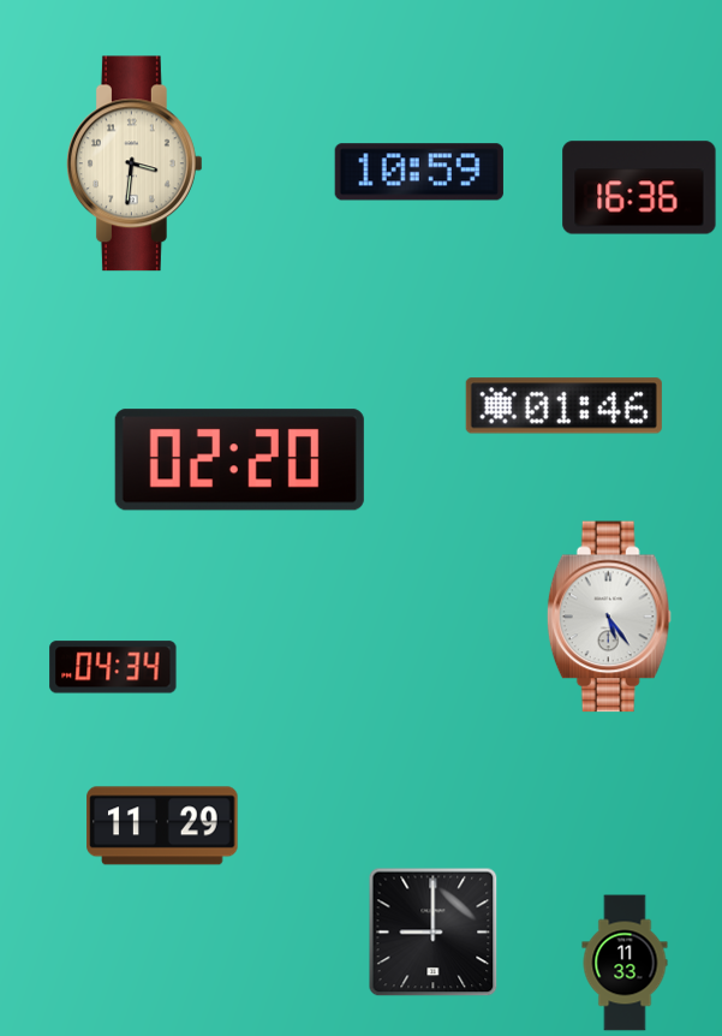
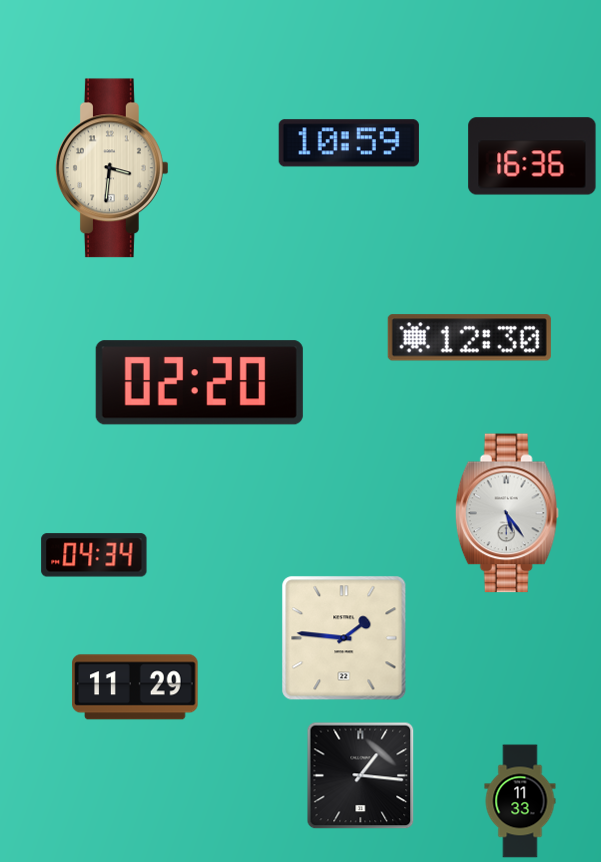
clock at (135, 163) position: (135, 163) -> (112, 168)
clock at (563, 406): 01:46 -> 12:30
clock at (344, 638): none -> 1:46
clock at (434, 933): 9:00 -> 1:16
